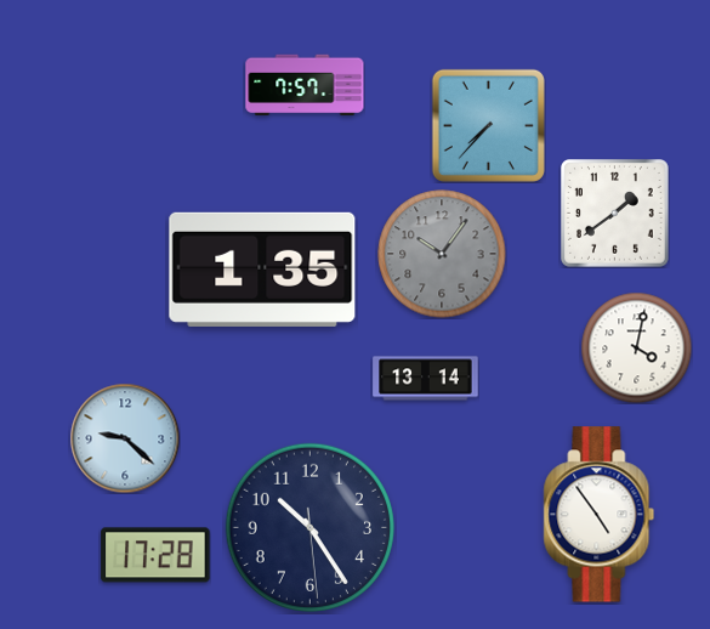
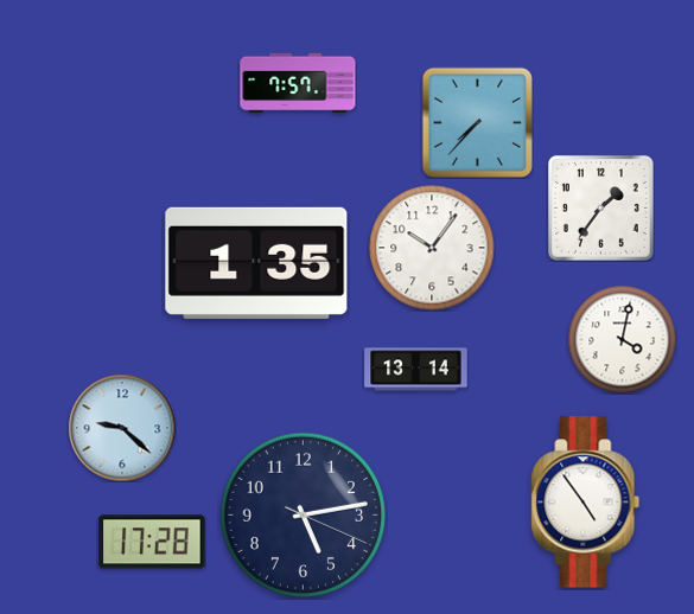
clock at (615, 214): 1:39 -> 1:36
clock at (442, 254) dial: grey -> white
clock at (309, 527): 10:24 -> 5:13
